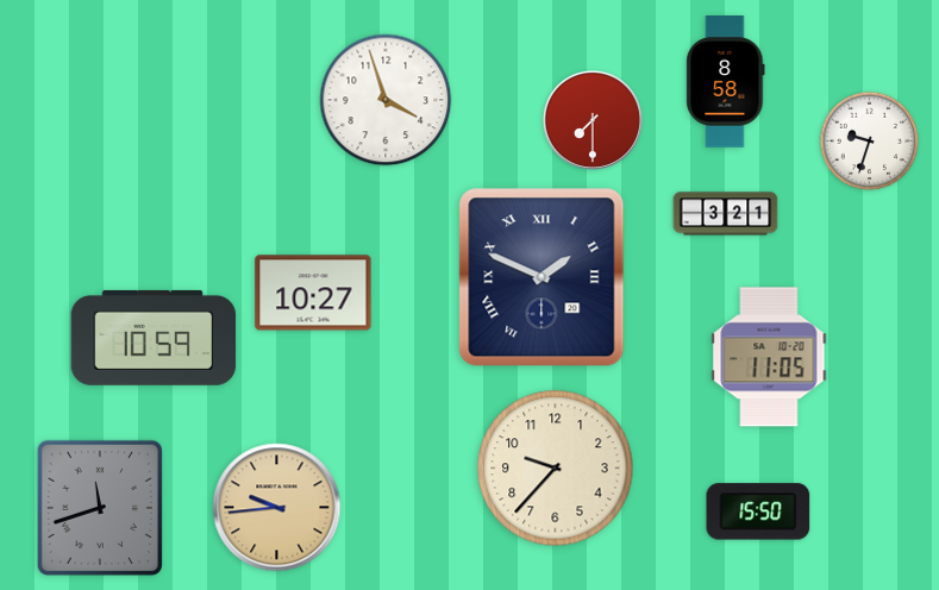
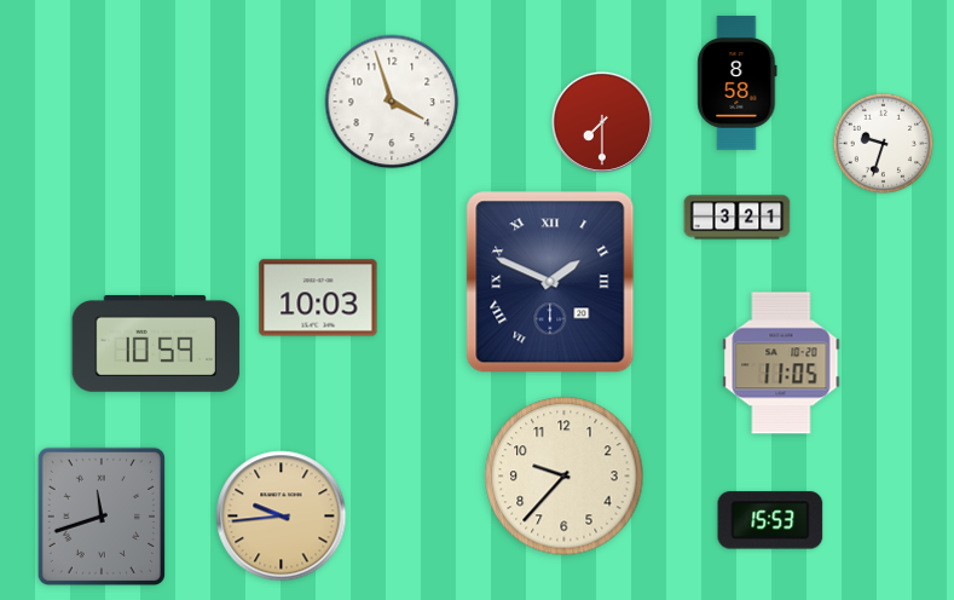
clock at (313, 293): 10:27 -> 10:03
clock at (758, 511): 15:50 -> 15:53
